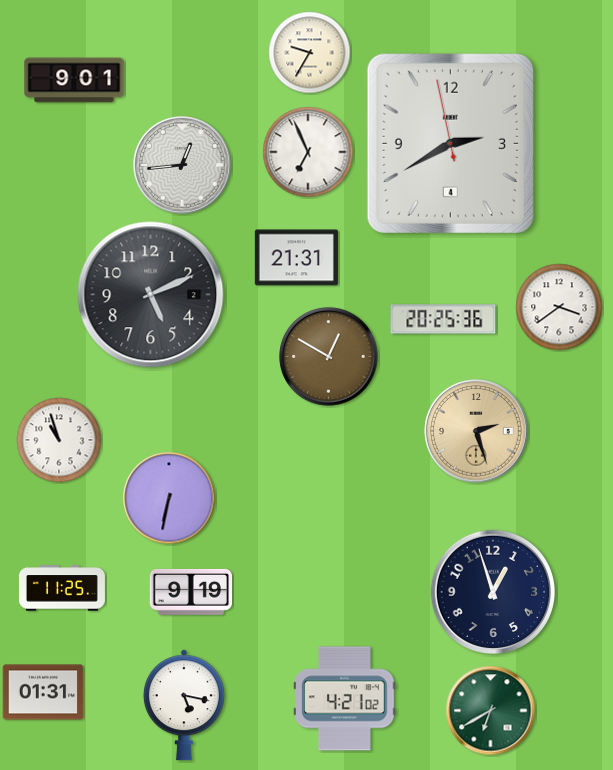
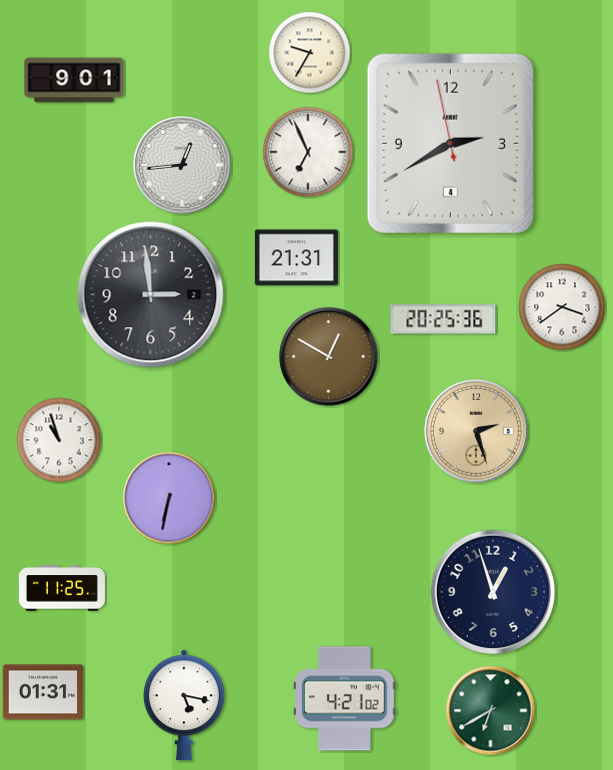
clock at (151, 295): 5:11 -> 2:59
clock at (559, 307) position: (559, 307) -> (562, 307)
clock at (190, 592): 9:19 -> none
